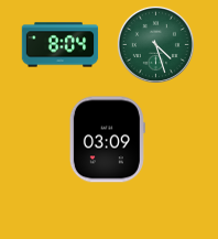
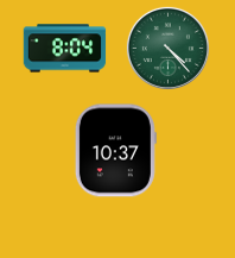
clock at (155, 44): 4:27 -> 4:23
clock at (107, 140): 03:09 -> 10:37
